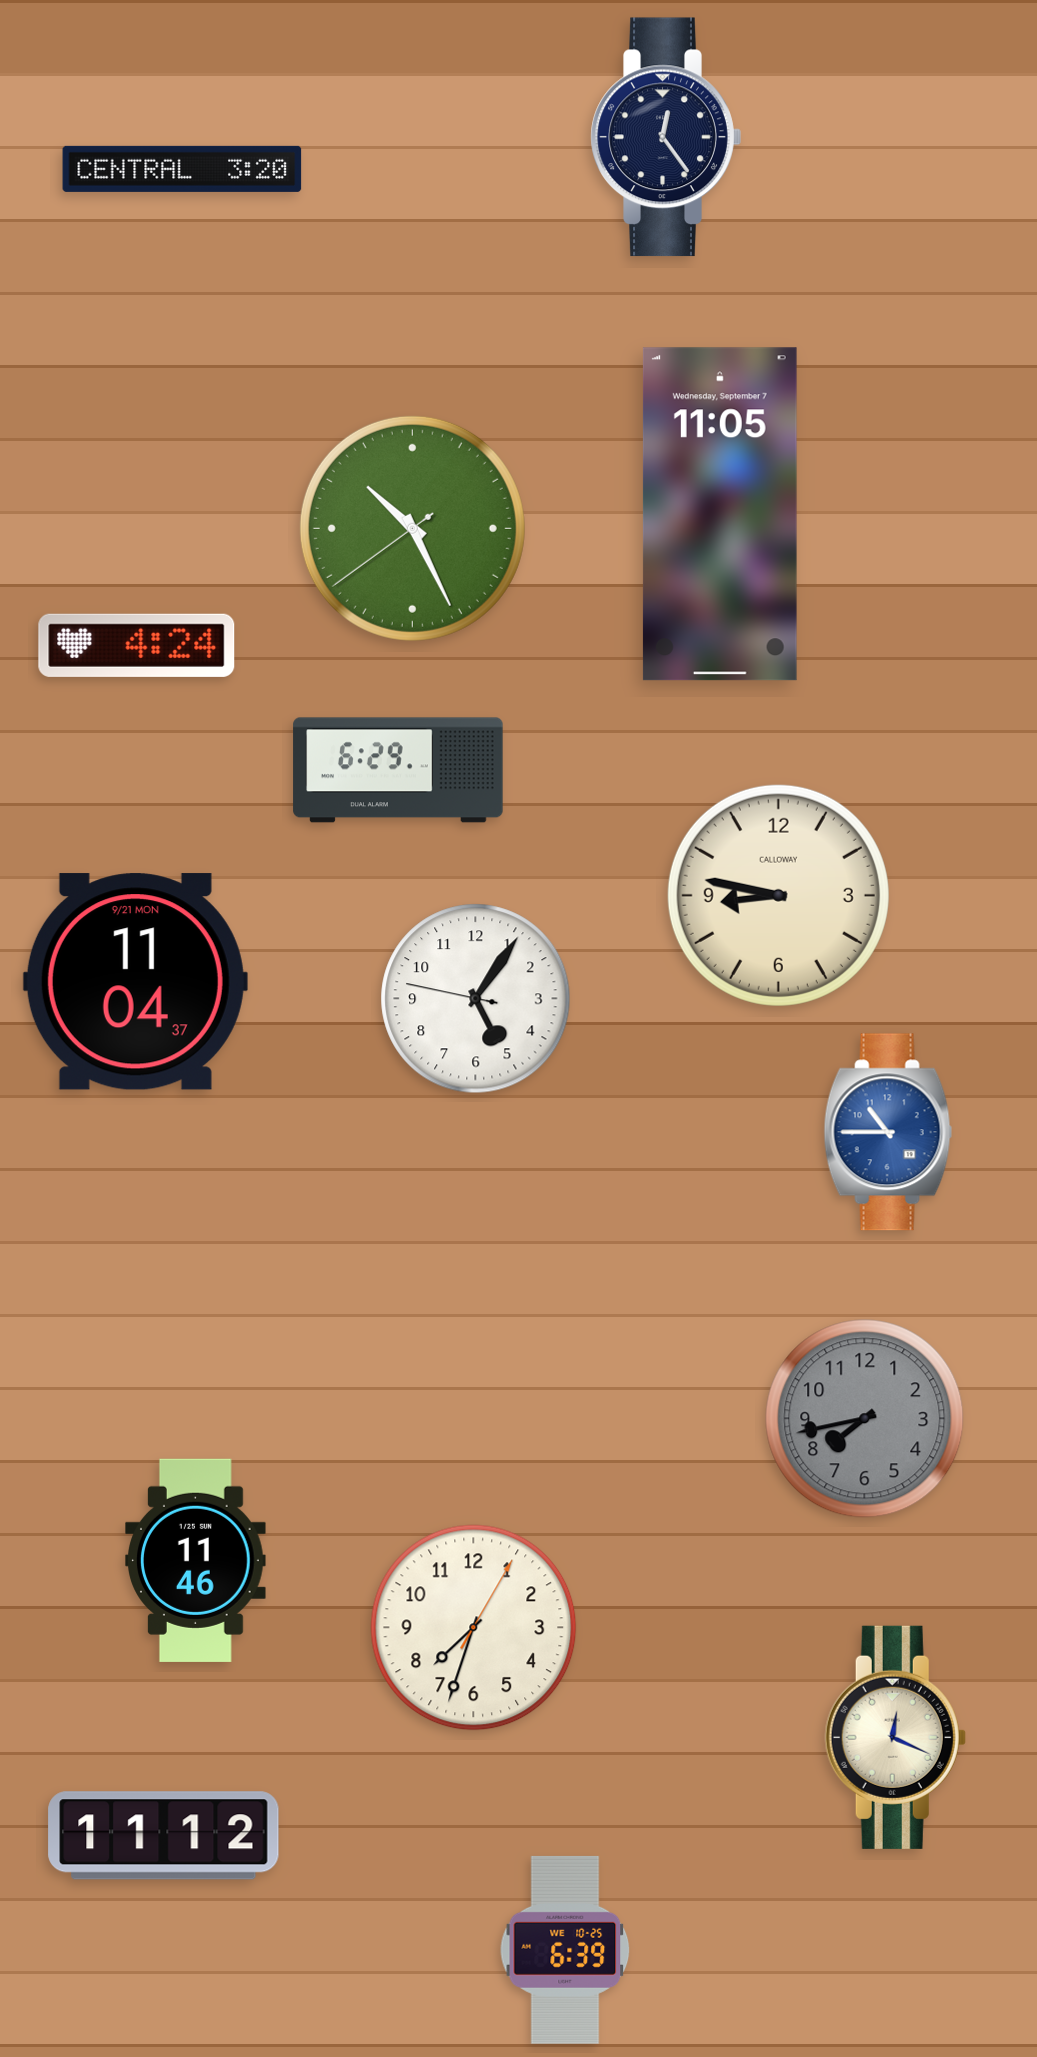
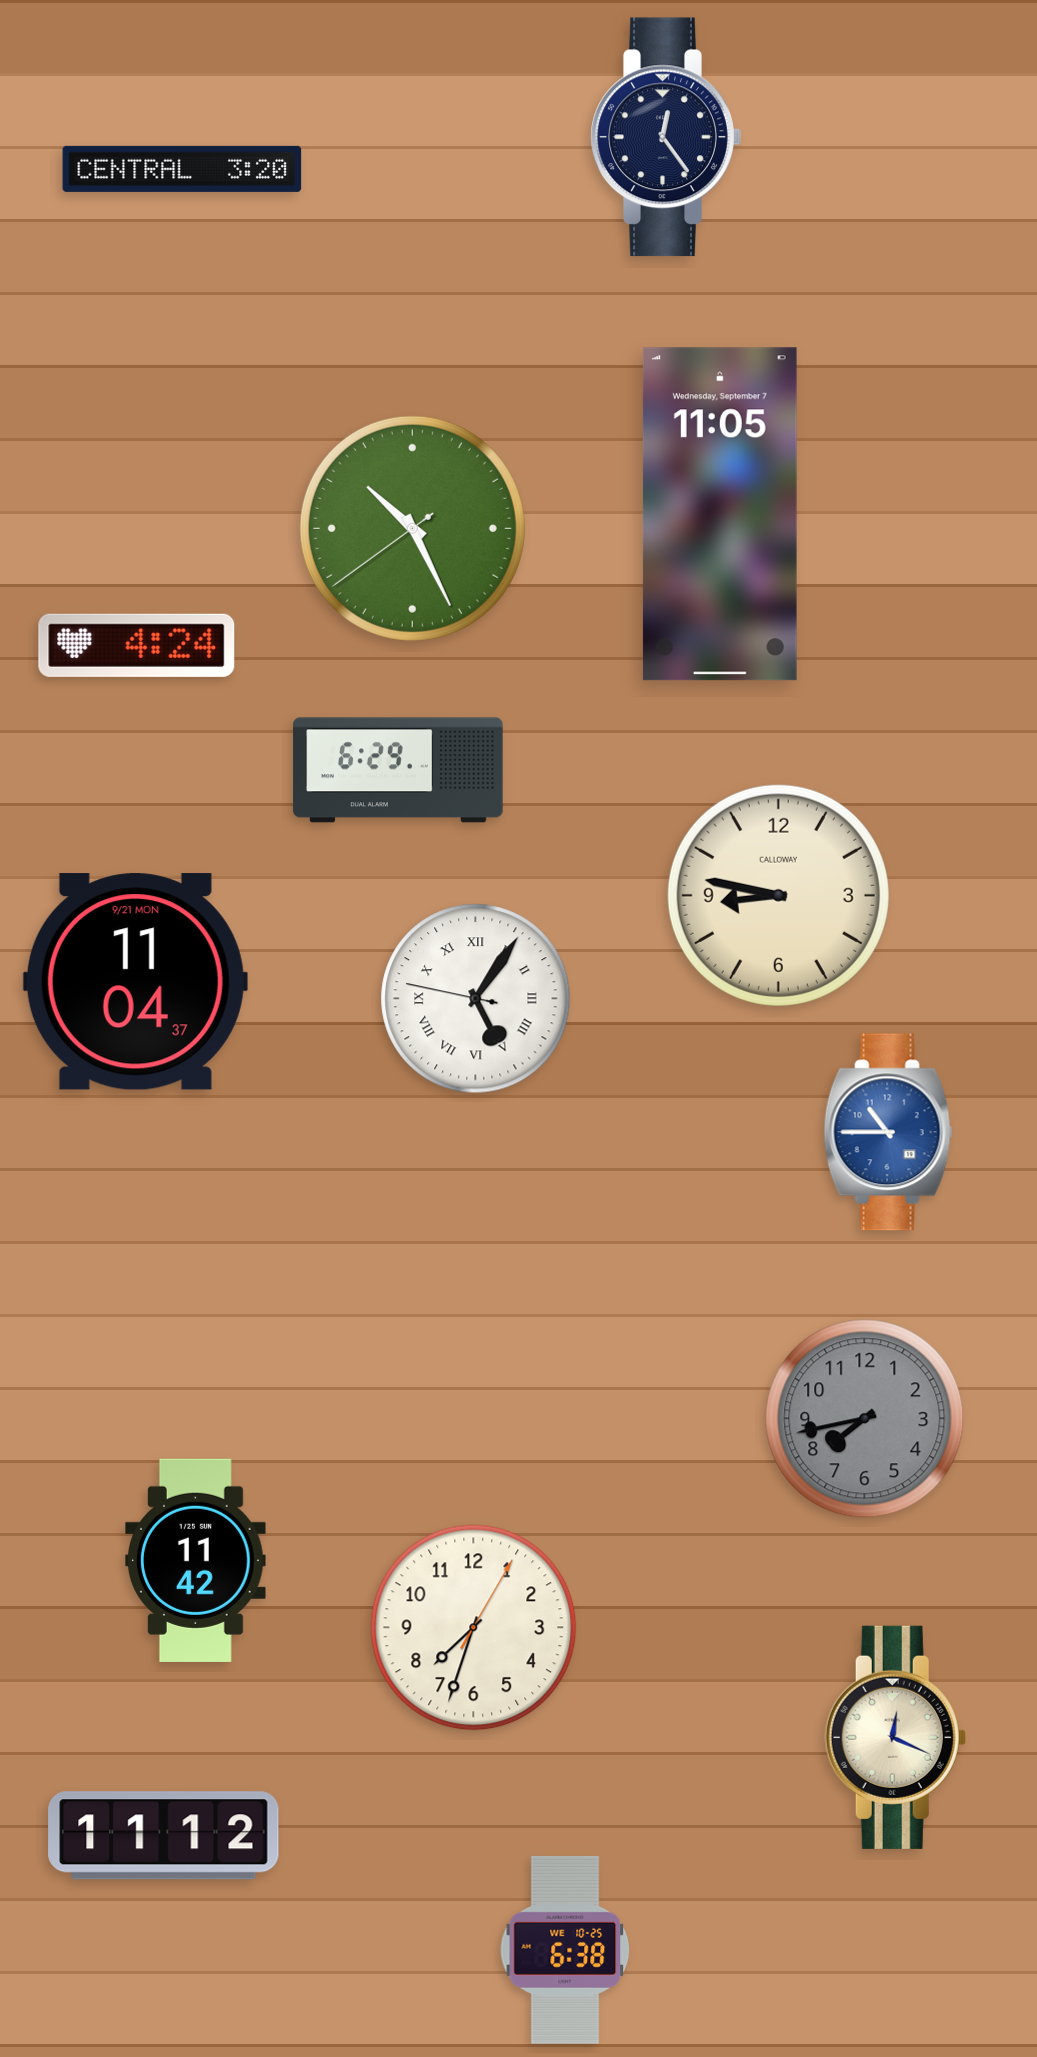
clock at (476, 999) numerals: Arabic -> Roman
clock at (196, 1560): 11:46 -> 11:42
clock at (565, 1950): 6:39 -> 6:38
